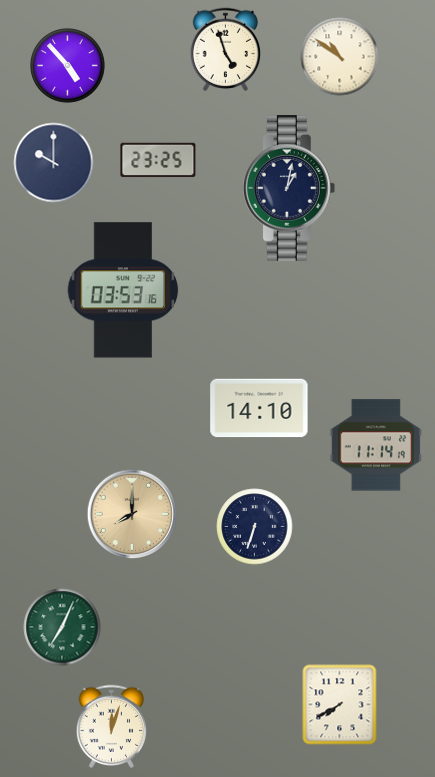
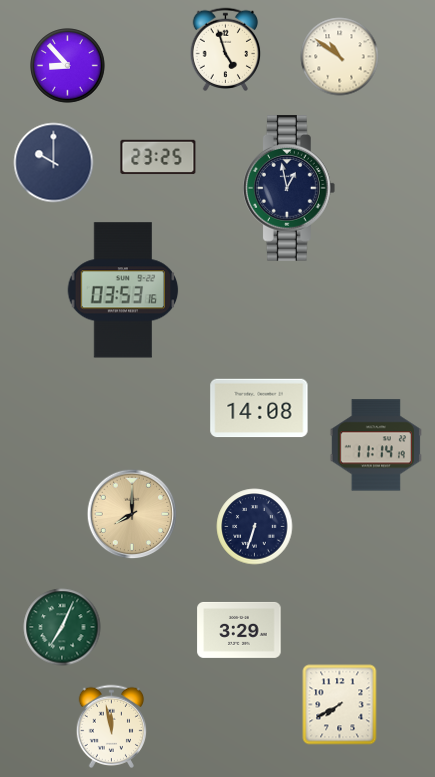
clock at (68, 66): 4:53 -> 8:53
clock at (158, 160) position: (158, 160) -> (158, 157)
clock at (289, 188): 1:02 -> 12:58
clock at (259, 408): 14:10 -> 14:08
clock at (239, 630): none -> 3:29
clock at (112, 726): 12:03 -> 11:58
